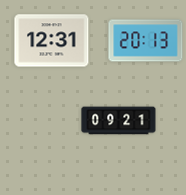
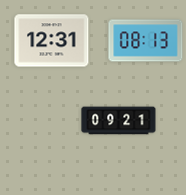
clock at (146, 41): 20:13 -> 08:13
